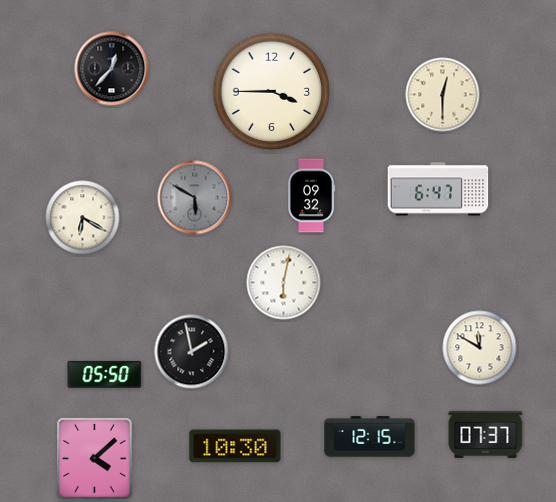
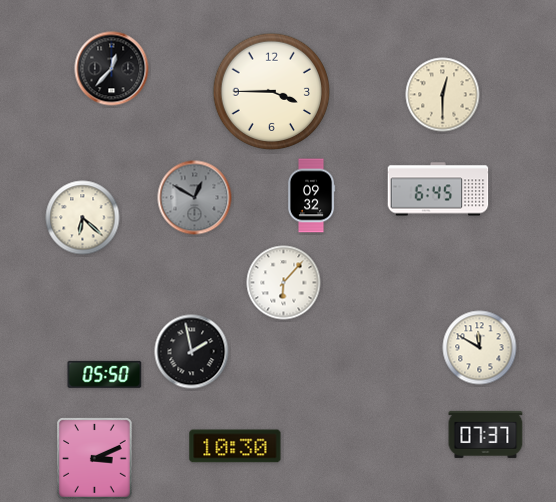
clock at (438, 189): 6:47 -> 6:45
clock at (195, 198): 5:50 -> 12:50
clock at (83, 218): 6:20 -> 6:22
clock at (284, 283): 6:02 -> 6:07
clock at (370, 437): 12:15 -> none
clock at (95, 459): 4:08 -> 3:11
